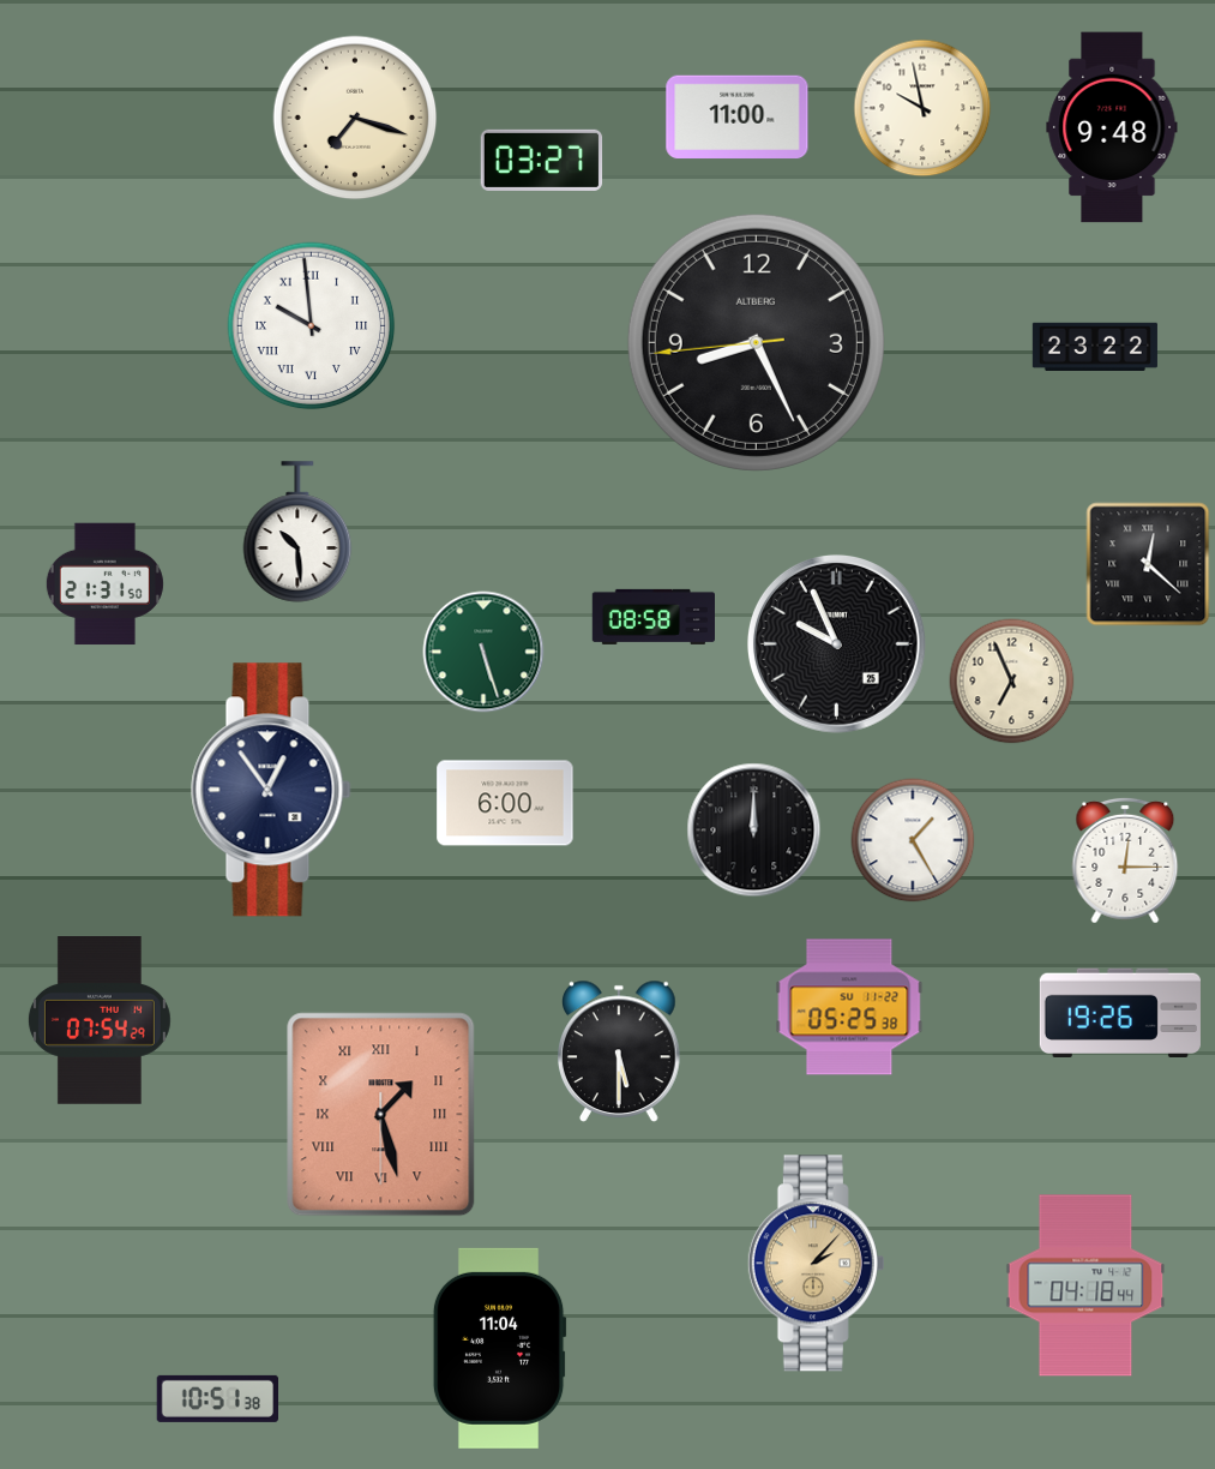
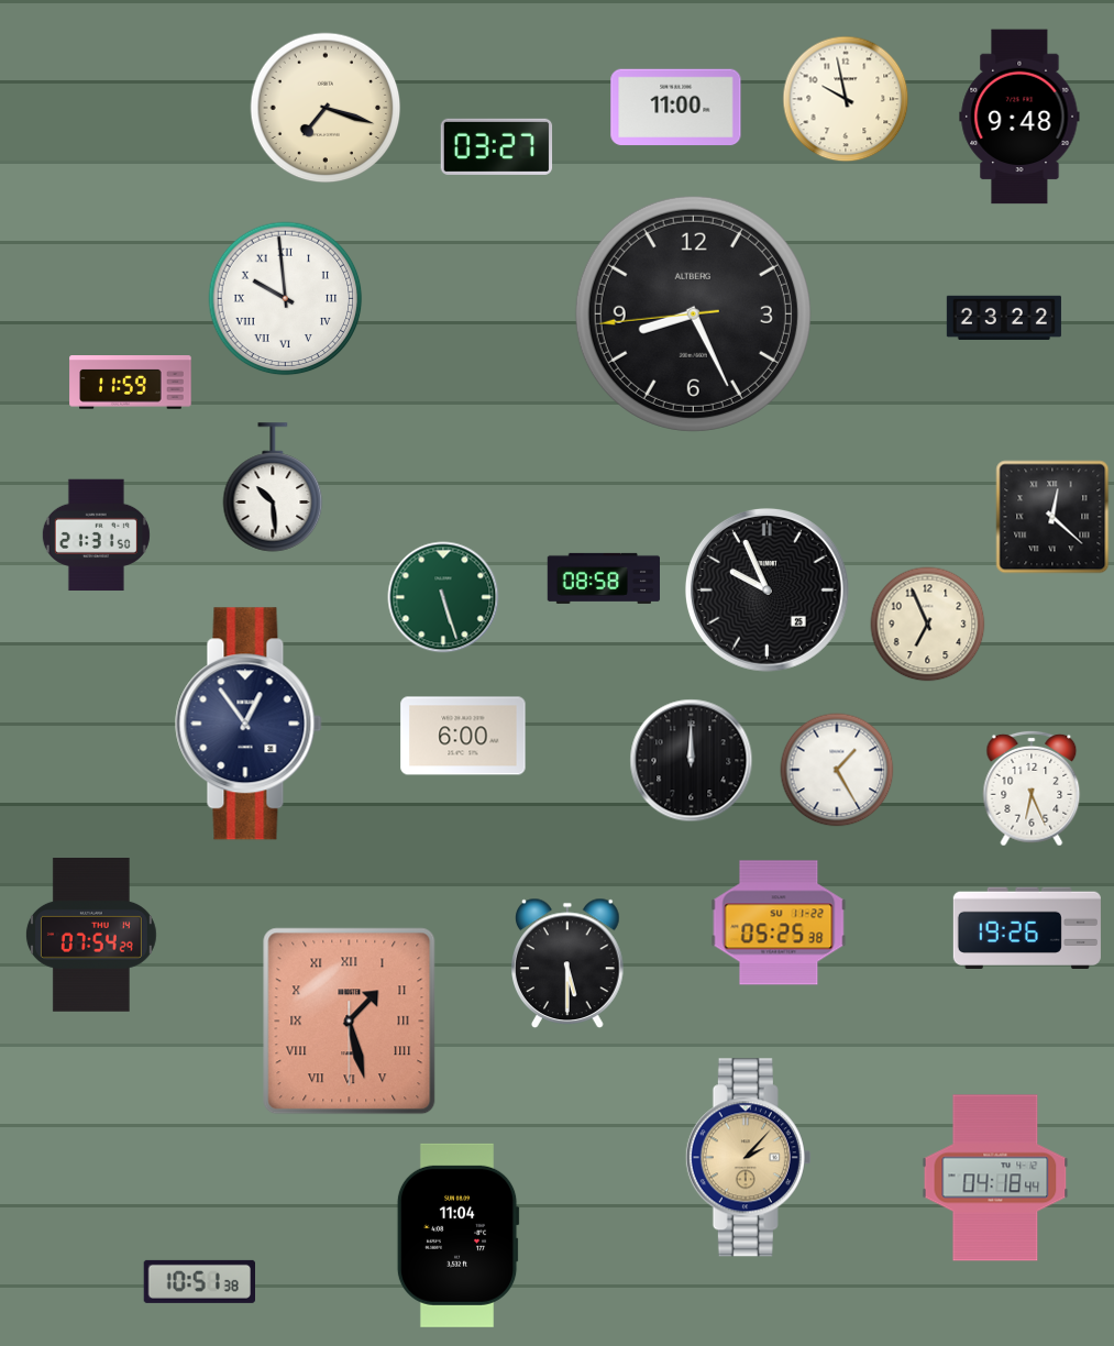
clock at (131, 383): none -> 11:59
clock at (652, 617) position: (652, 617) -> (603, 578)
clock at (1125, 861): 12:15 -> 6:26
